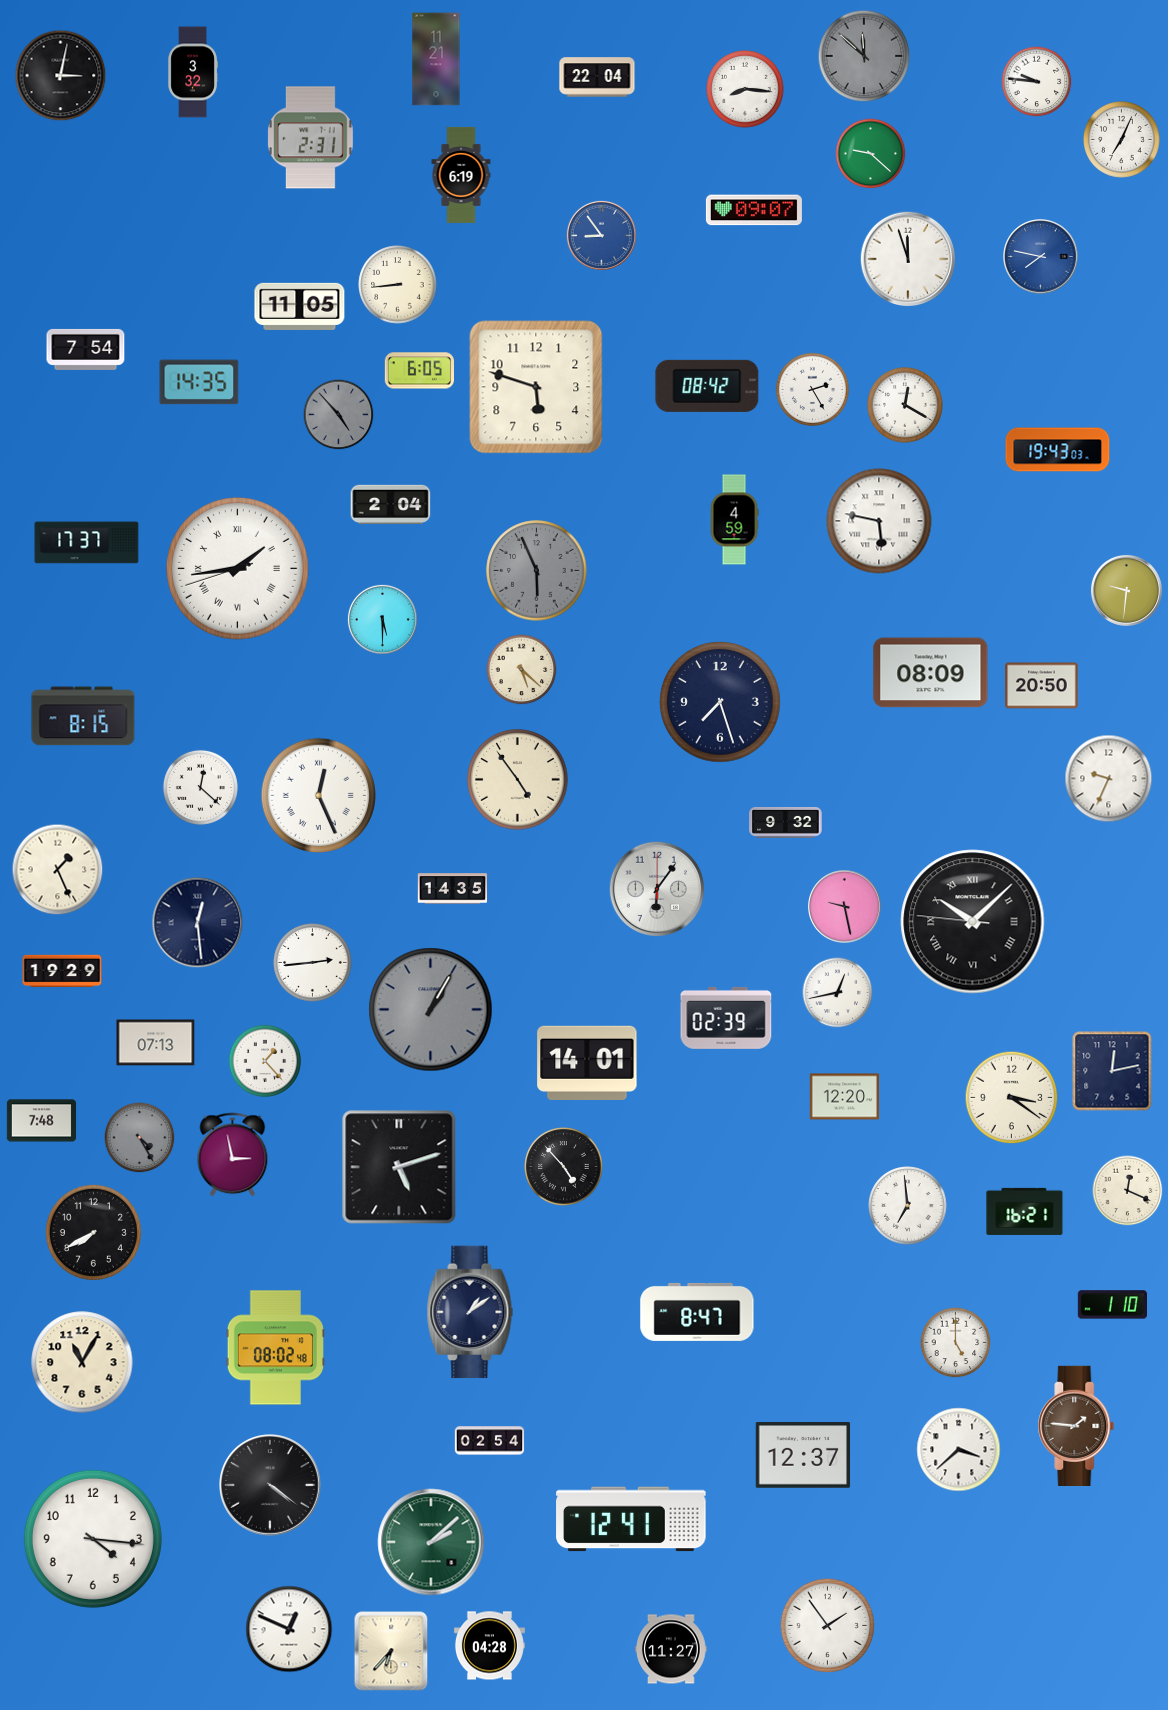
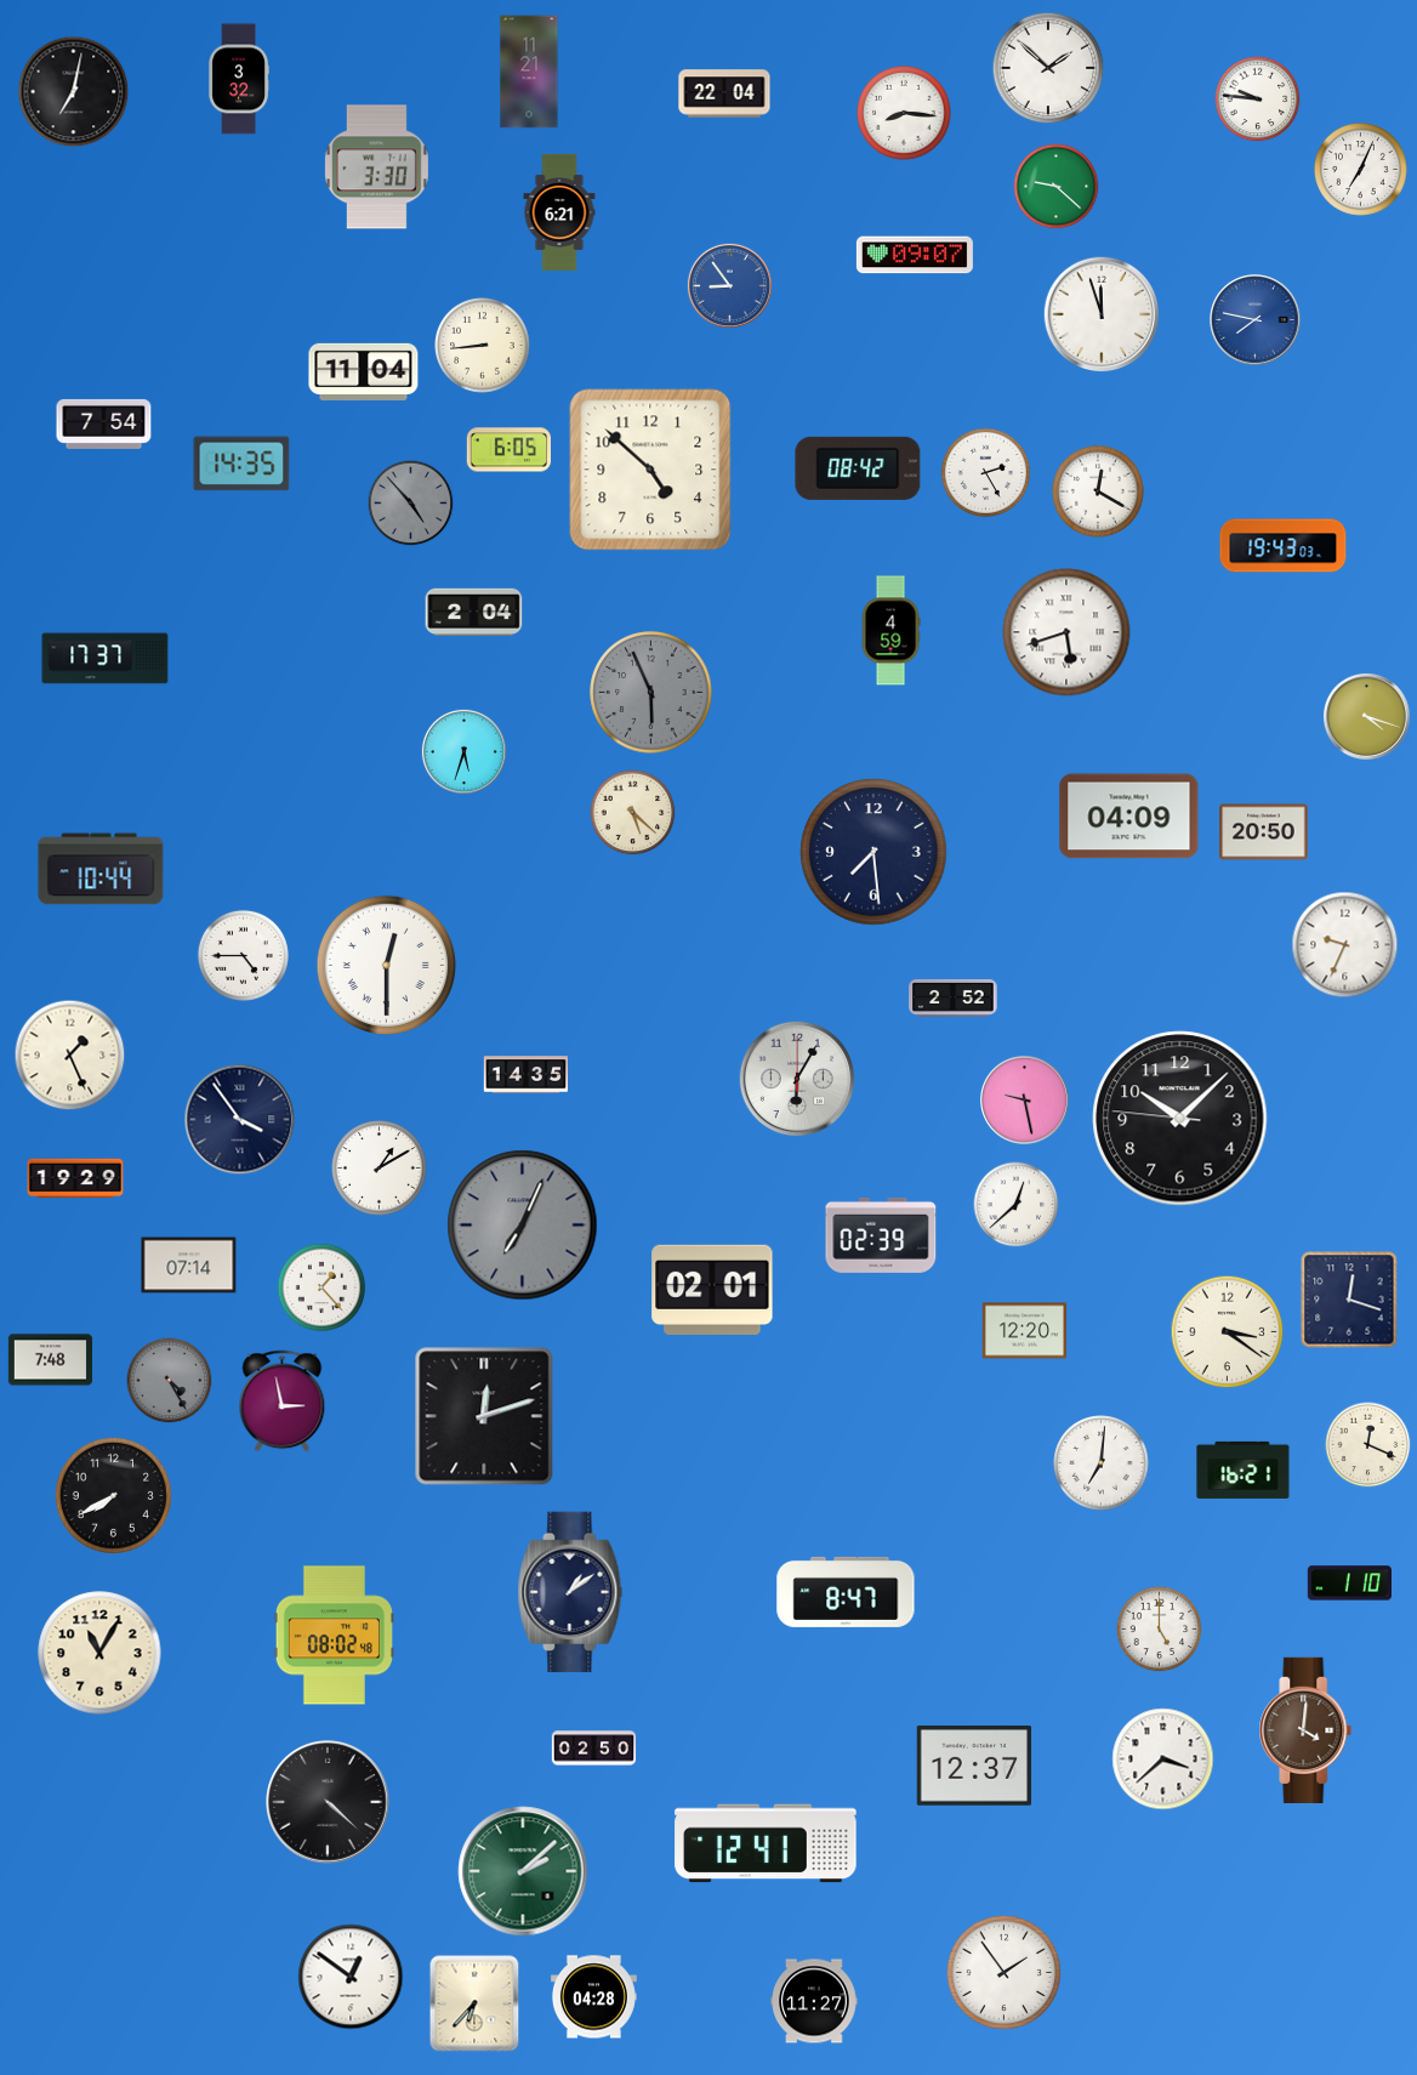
clock at (864, 56): 11:52 -> 1:52
clock at (864, 56) dial: grey -> white
clock at (193, 72) position: (193, 72) -> (239, 79)
clock at (61, 76): 3:02 -> 7:02
clock at (745, 89) position: (745, 89) -> (904, 113)
clock at (310, 138): 2:31 -> 3:30
clock at (461, 175): 6:19 -> 6:21
clock at (1041, 257) position: (1041, 257) -> (1256, 320)
clock at (300, 306): 11:05 -> 11:04
clock at (536, 387): 5:48 -> 4:52
clock at (879, 521): 5:47 -> 5:42
clock at (238, 569): 1:43 -> none
clock at (1126, 590): 9:31 -> 4:18
clock at (382, 619): 5:30 -> 5:33
clock at (931, 673): 08:09 -> 04:09
clock at (720, 702): 7:27 -> 7:29
clock at (83, 716): 8:15 -> 10:44
clock at (518, 780): 4:54 -> none
clock at (200, 787): 12:22 -> 4:45
clock at (318, 795): 12:26 -> 12:30
clock at (786, 823): 9:32 -> 2:52
clock at (453, 889) position: (453, 889) -> (527, 1075)
clock at (657, 889): 6:06 -> 6:05
clock at (973, 922) numerals: Roman -> Arabic
clock at (198, 923): 12:29 -> 3:54
clock at (313, 963): 2:44 -> 1:10
clock at (838, 993): 12:43 -> 12:38
clock at (431, 1010): 1:05 -> 7:04
clock at (156, 1043): 07:13 -> 07:14
clock at (587, 1063): 14:01 -> 02:01
clock at (1112, 1071): 12:13 -> 12:18
clock at (399, 1167): 5:12 -> 12:12
clock at (564, 1167): 4:53 -> none
clock at (908, 1206): 6:59 -> 7:01
clock at (1076, 1425): 1:46 -> 4:01
clock at (490, 1441): 02:54 -> 02:50
clock at (271, 1486): 4:21 -> 4:22
clock at (93, 1539): 4:16 -> none
clock at (289, 1629): 12:49 -> 12:51
